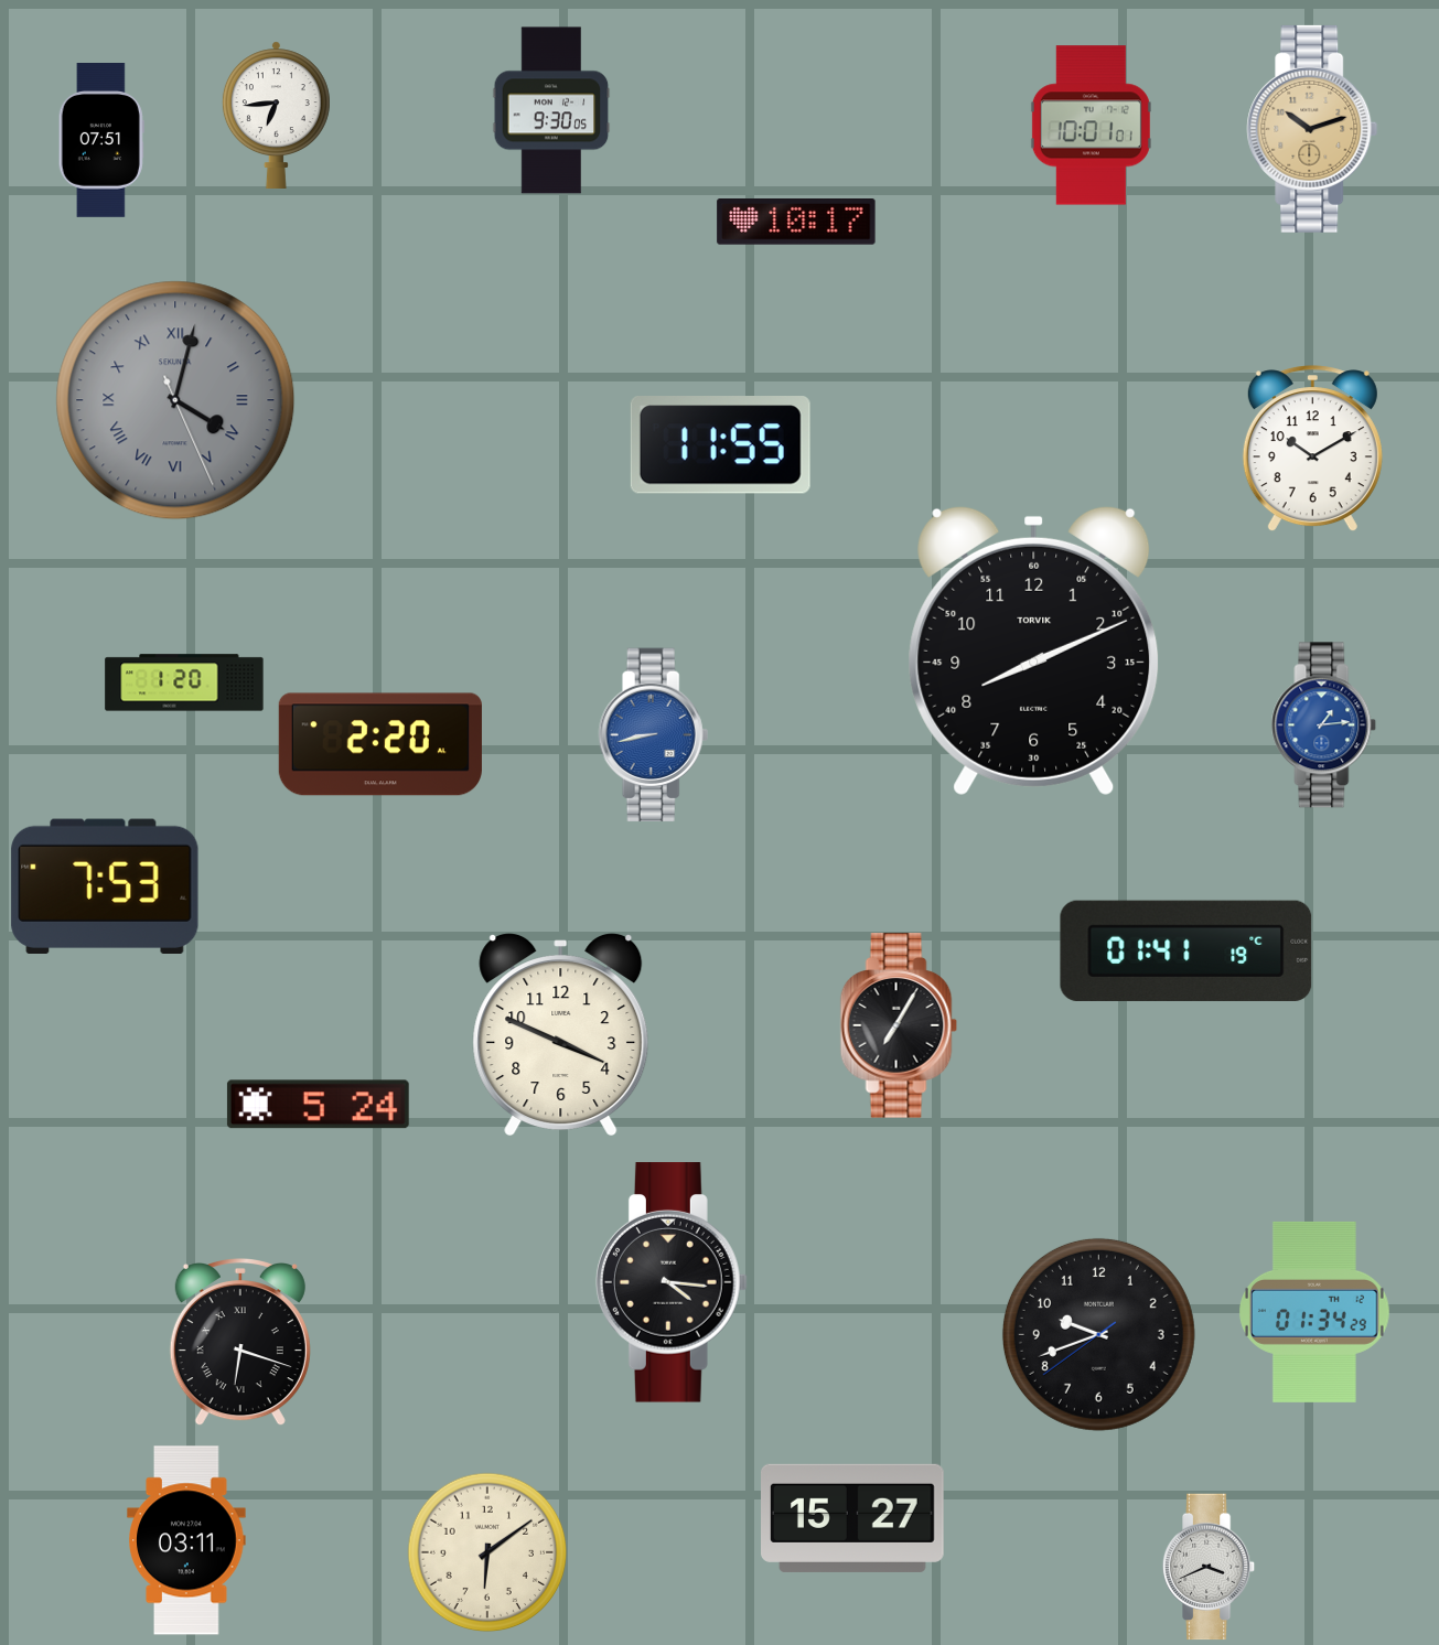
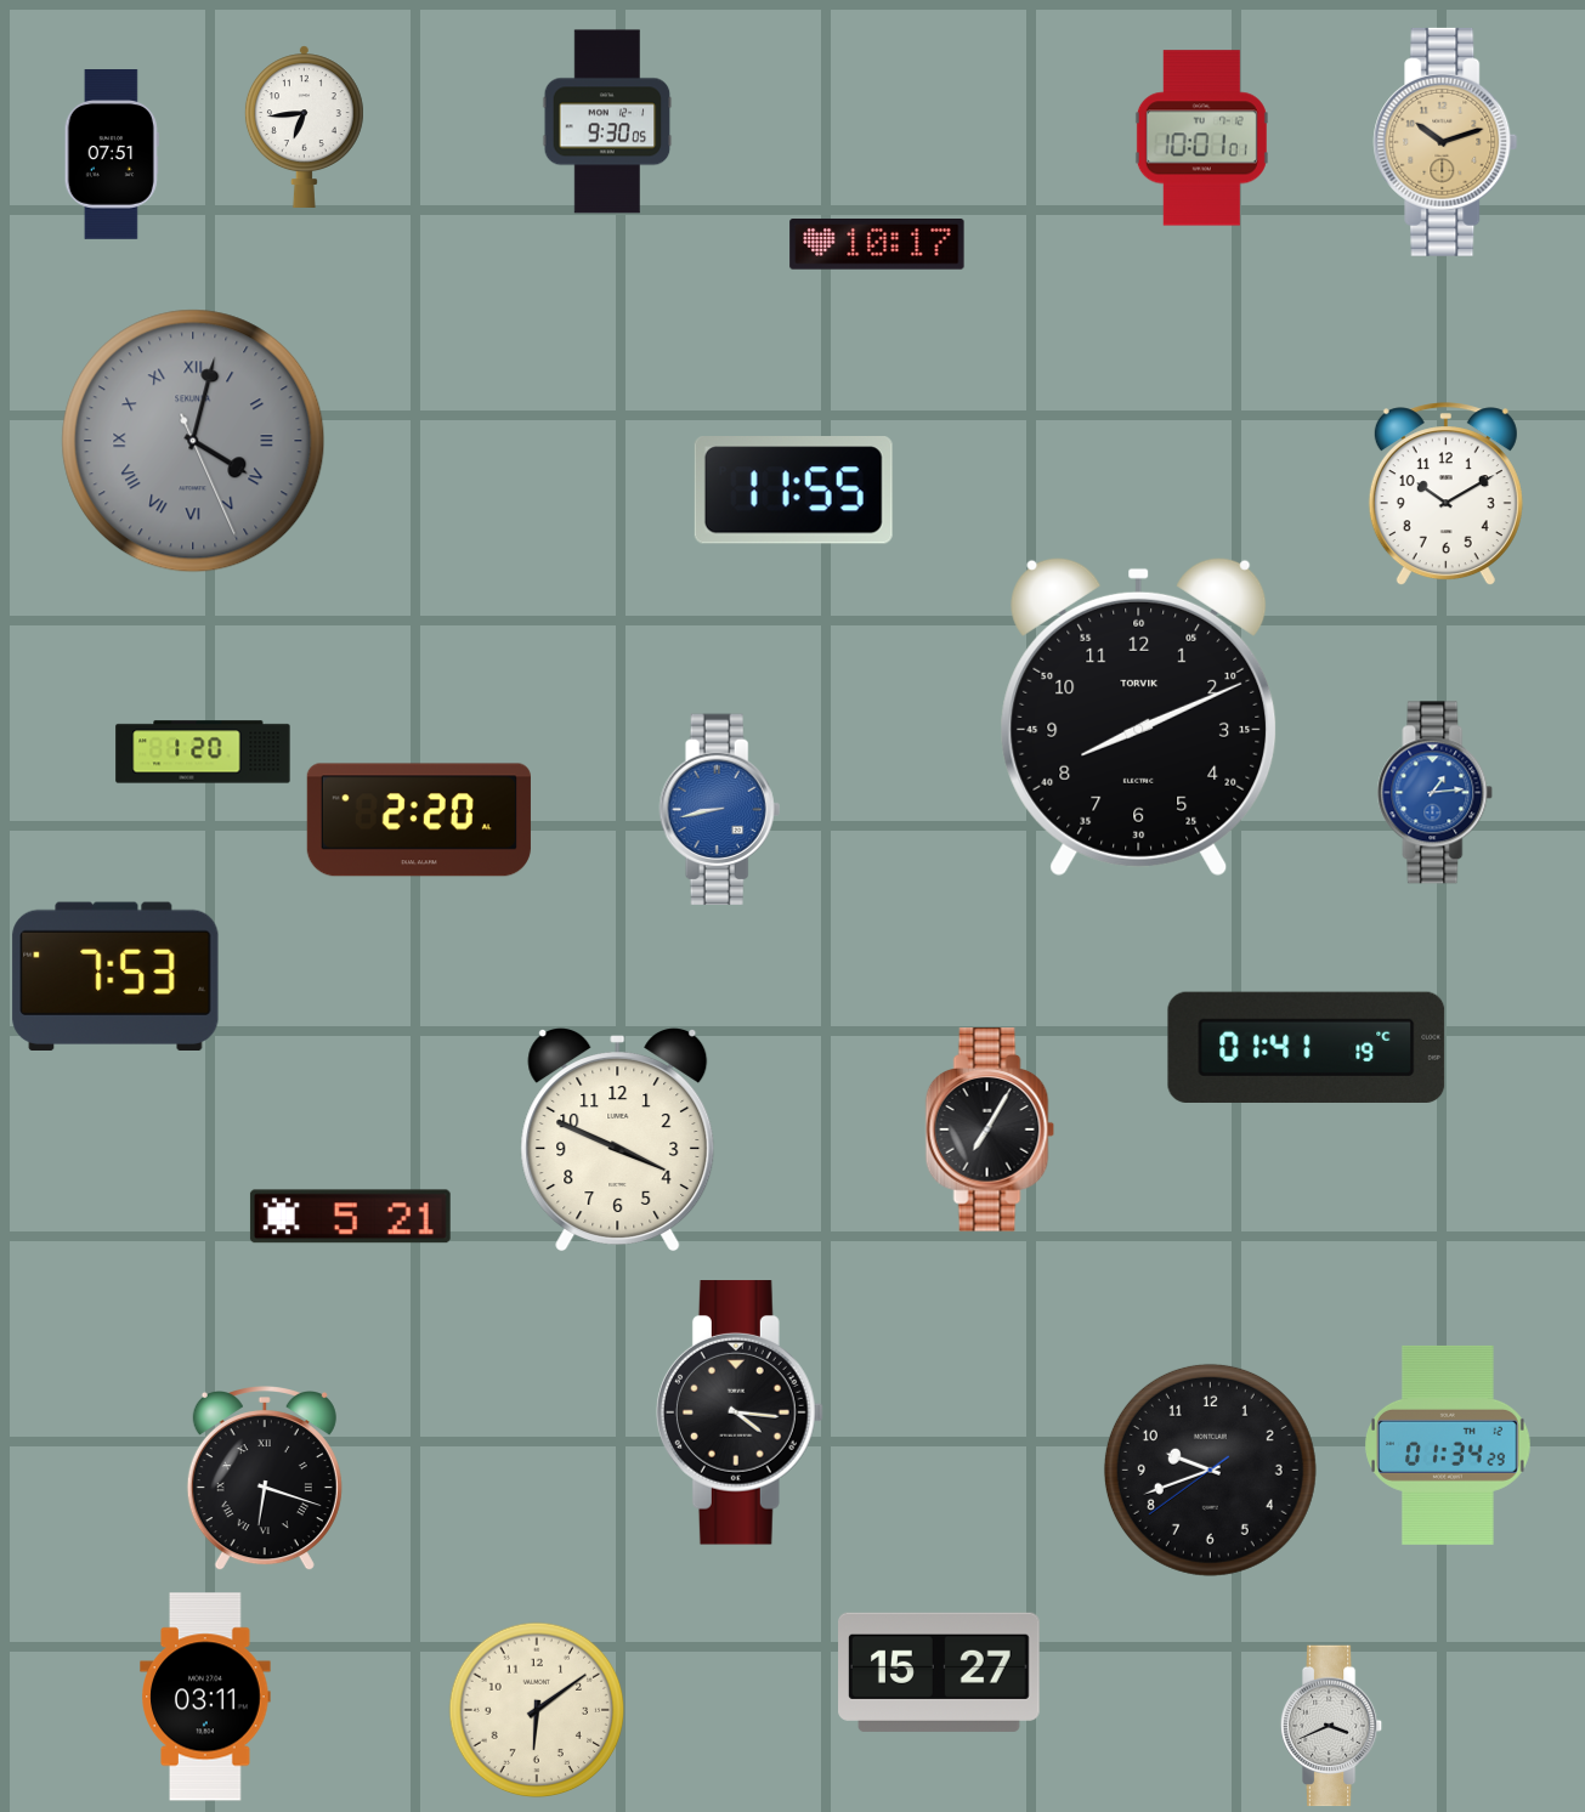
clock at (1324, 725) position: (1324, 725) -> (1436, 793)
clock at (318, 1105): 5:24 -> 5:21
